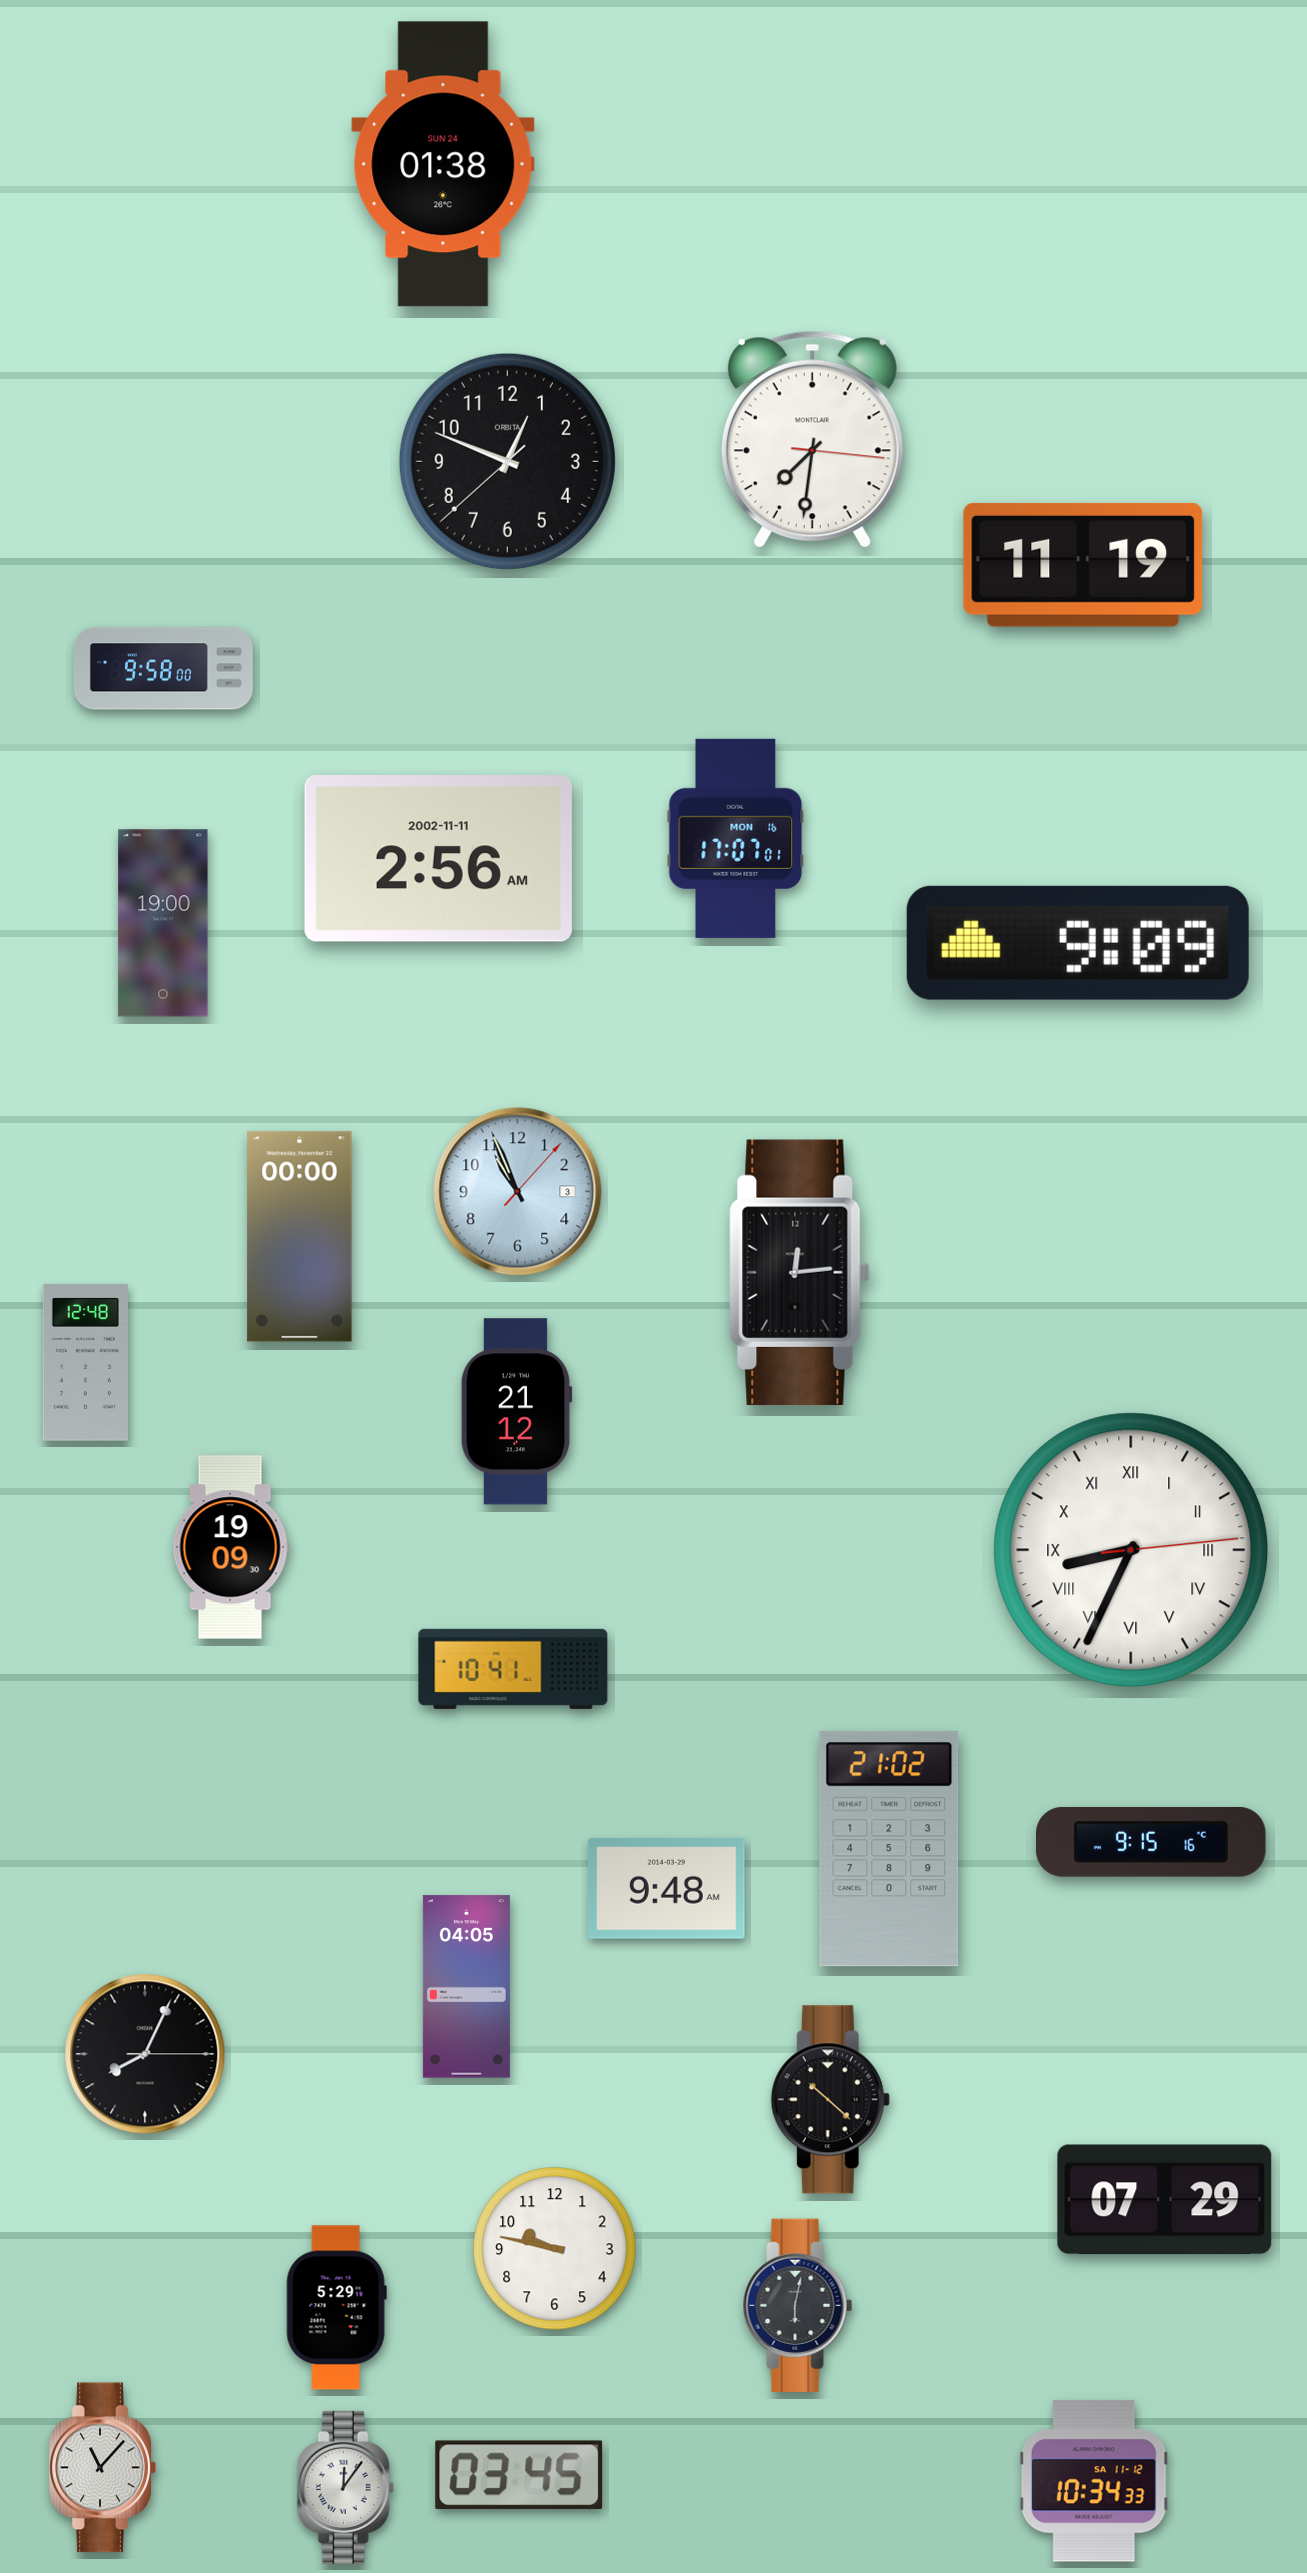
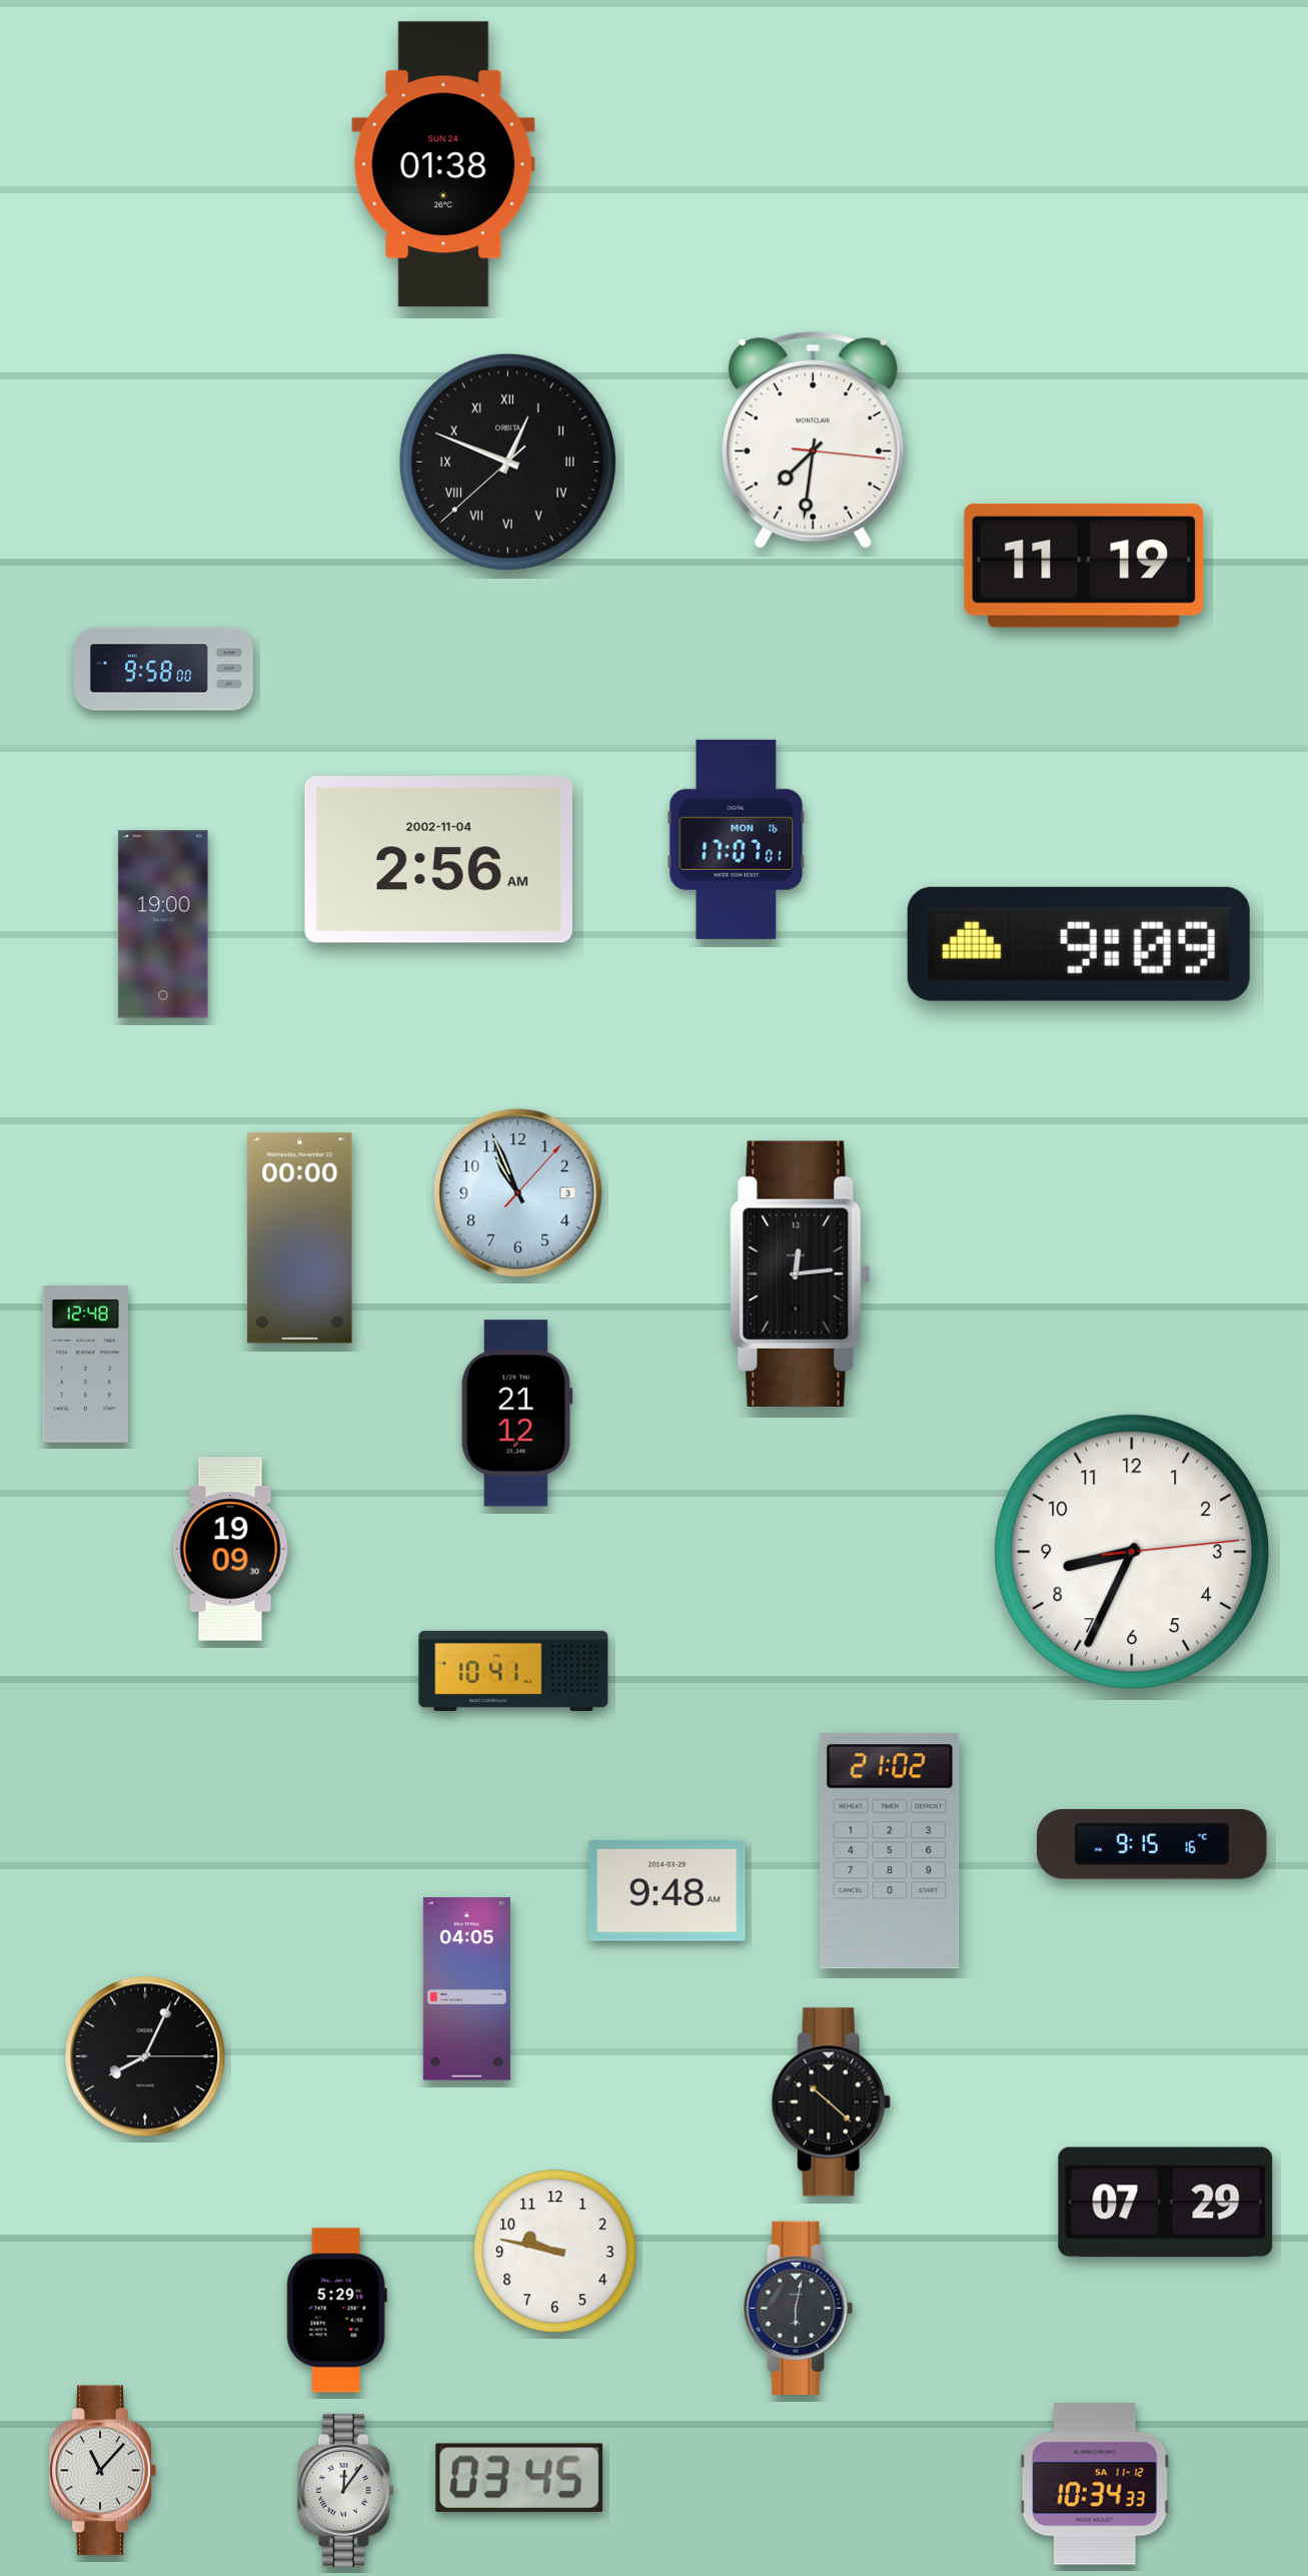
clock at (507, 461) numerals: Arabic -> Roman
clock at (438, 859) date: 2002-11-11 -> 2002-11-04
clock at (1131, 1550) numerals: Roman -> Arabic
